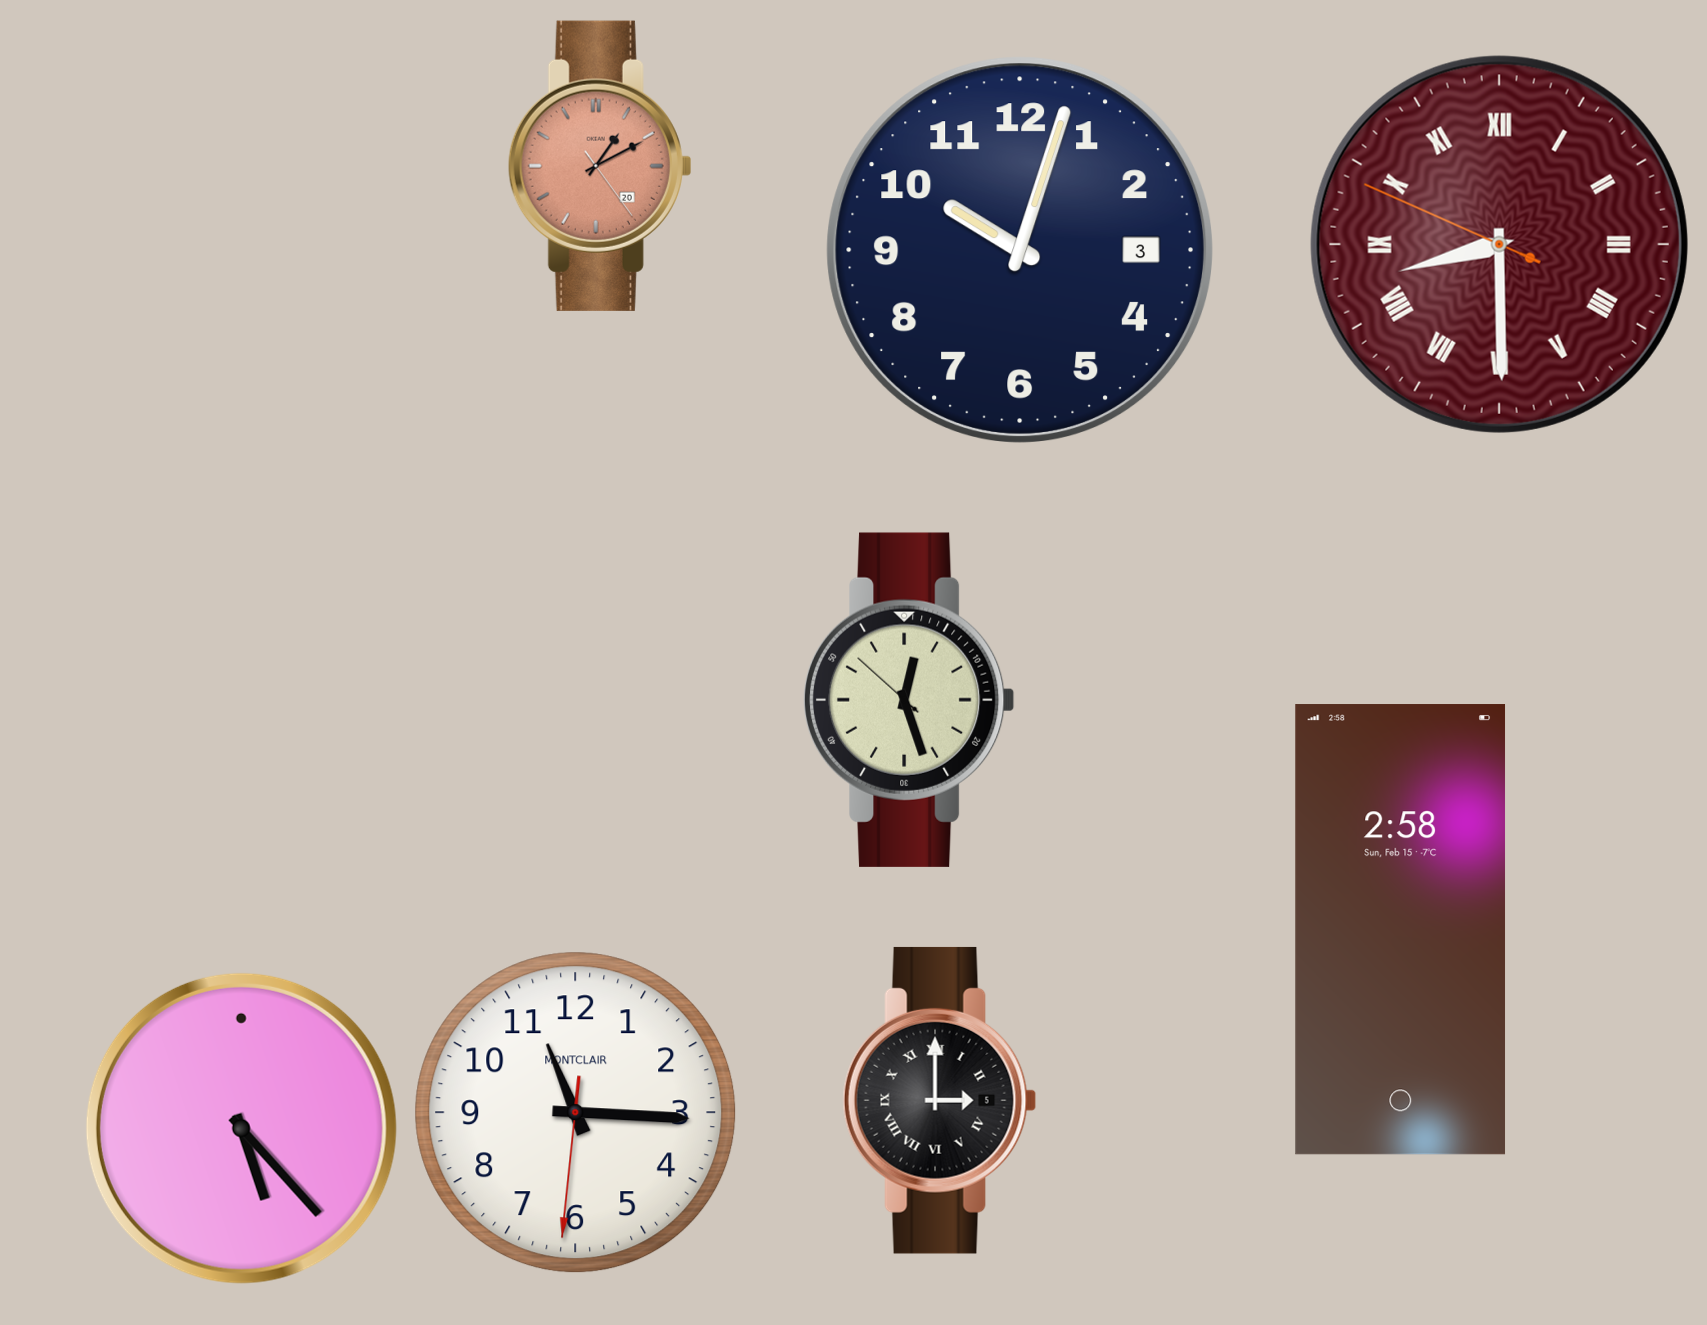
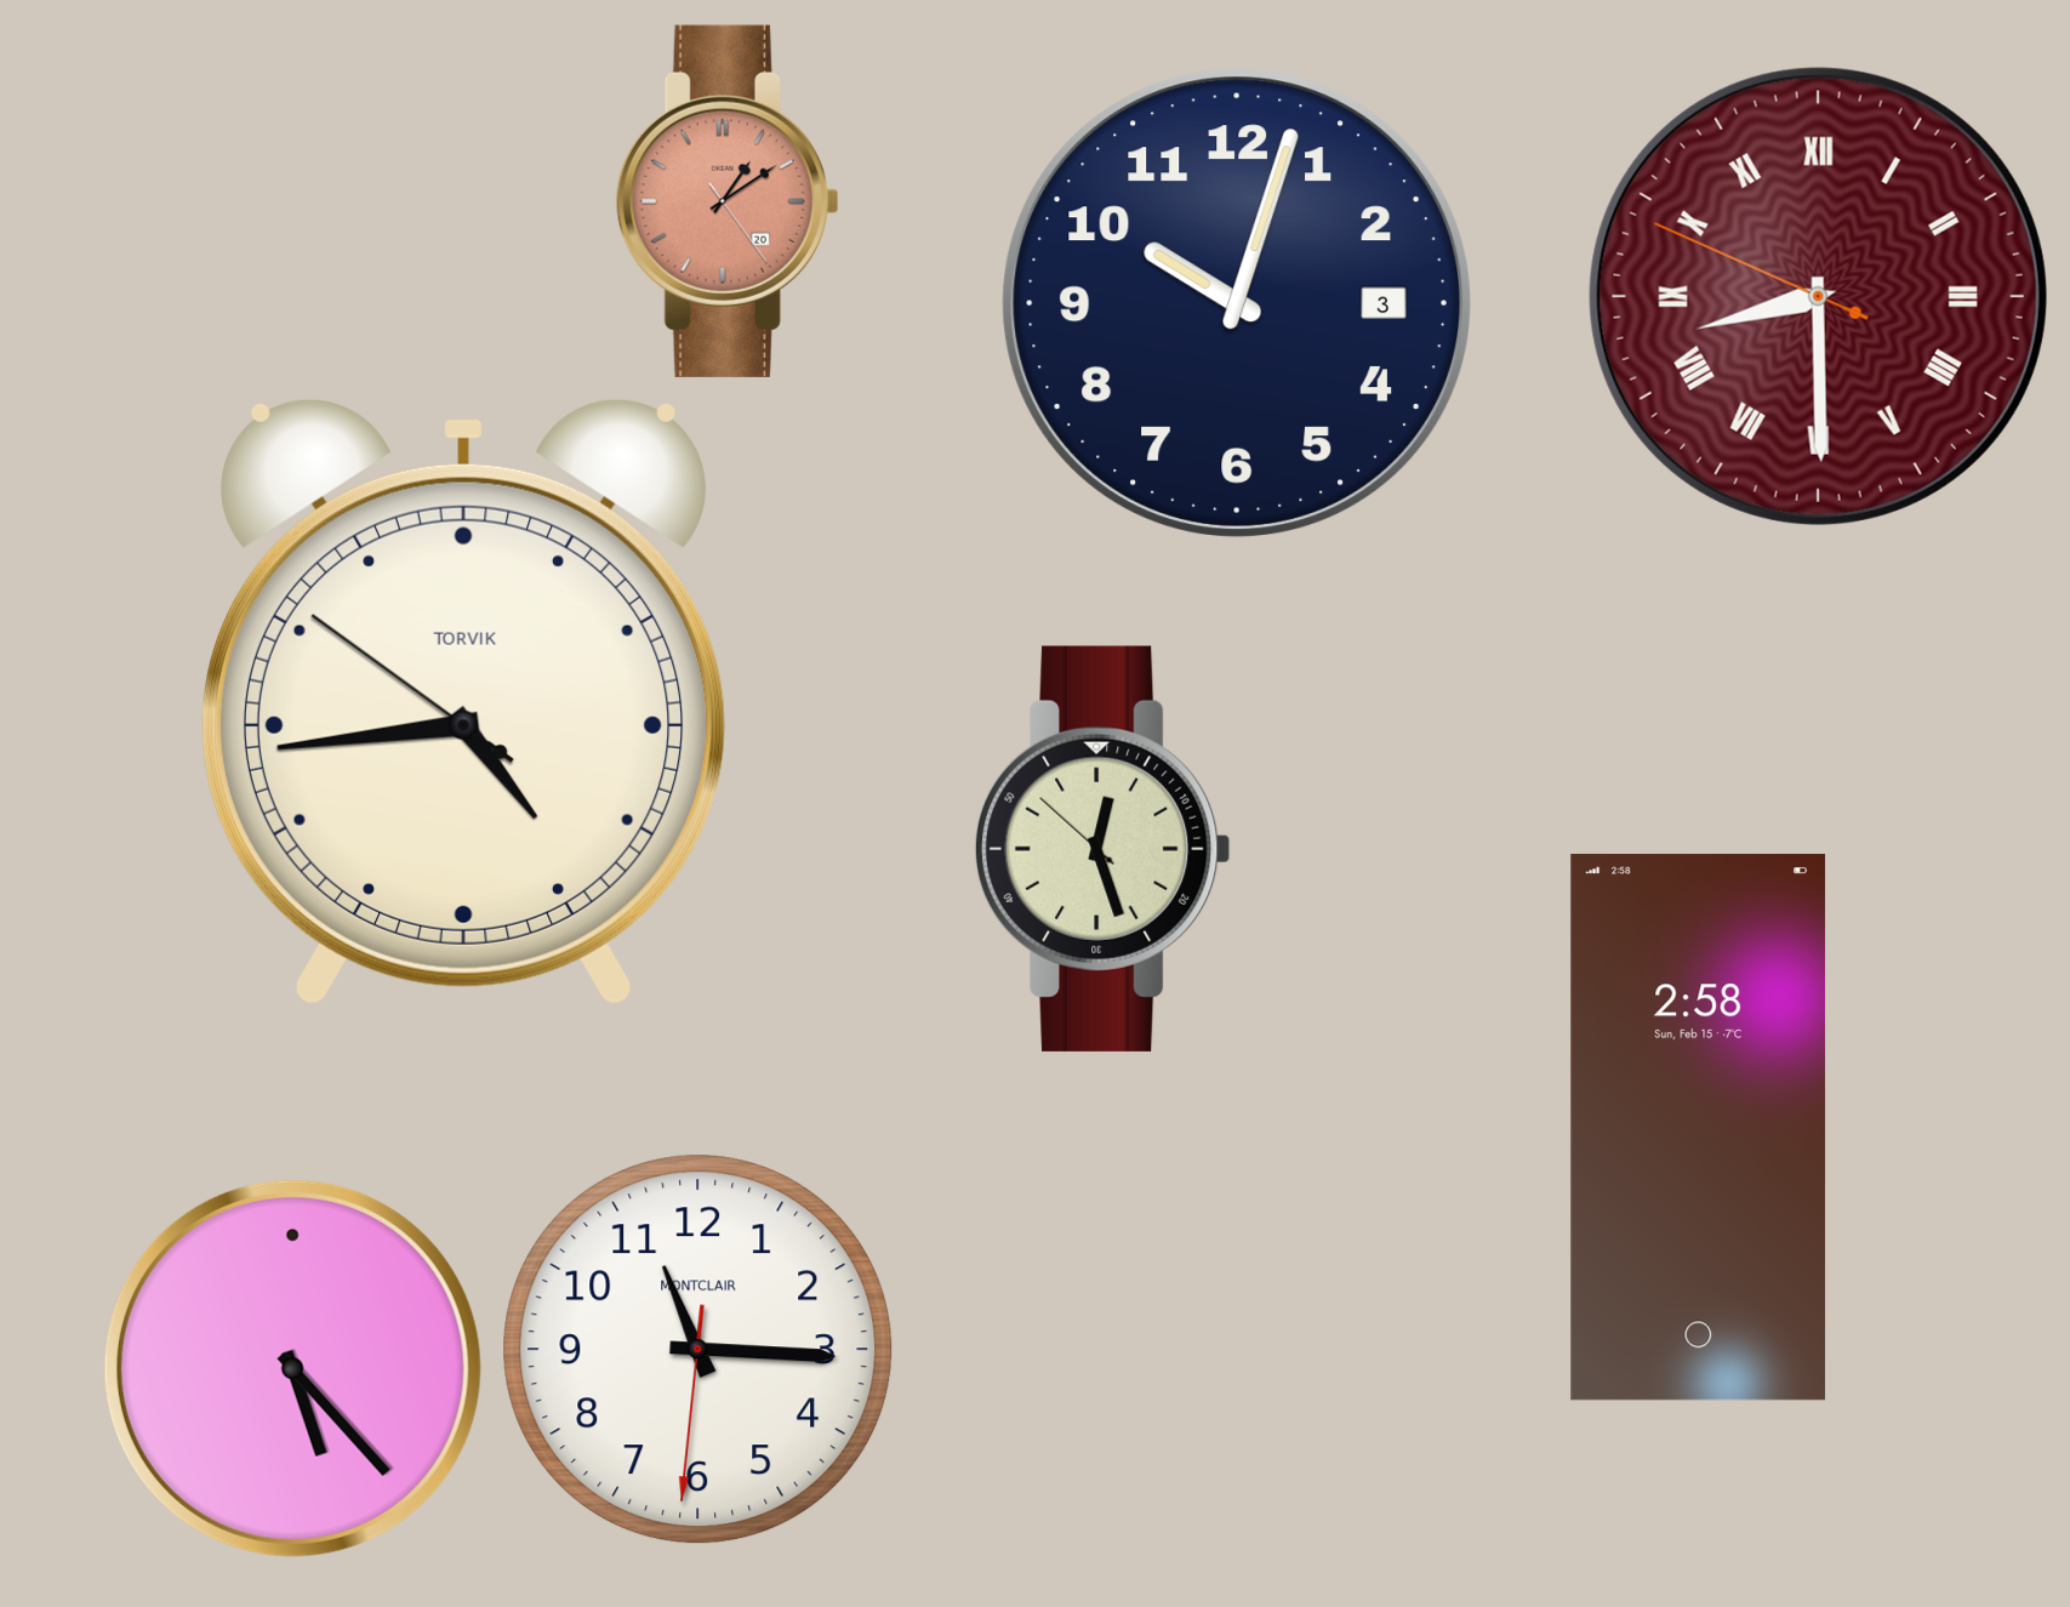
clock at (600, 166): 1:10 -> 1:09
clock at (463, 702): none -> 4:43
clock at (940, 1100): 3:00 -> none
